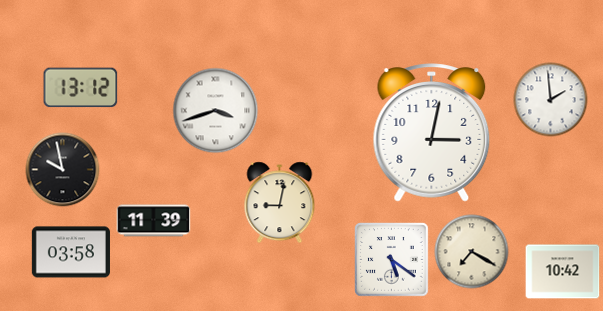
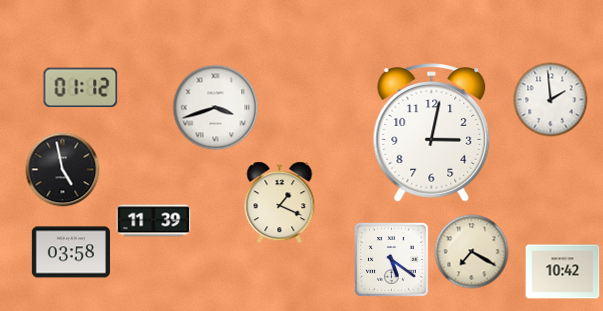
clock at (81, 88): 13:12 -> 01:12
clock at (216, 111) position: (216, 111) -> (216, 108)
clock at (63, 170): 9:58 -> 4:58
clock at (280, 203): 9:02 -> 1:19
